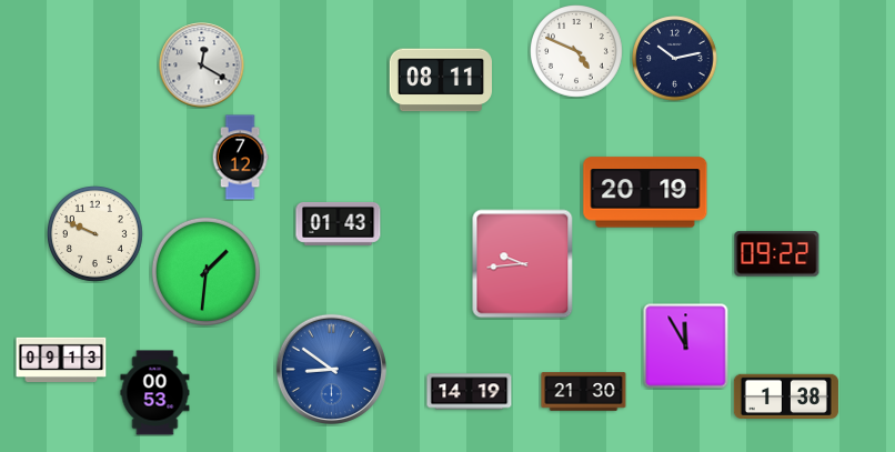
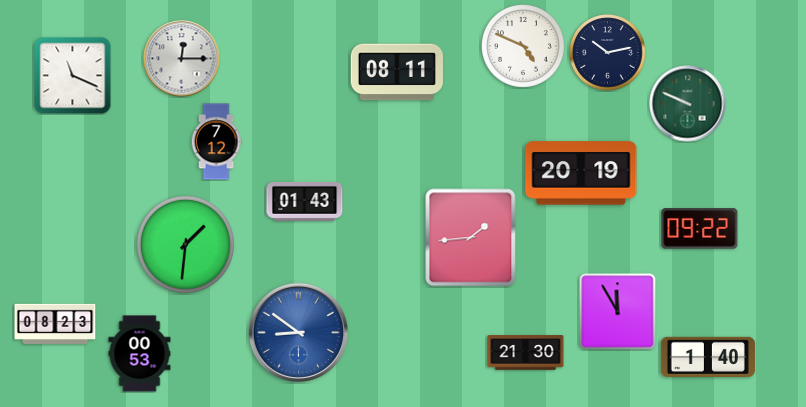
clock at (577, 52) position: (577, 52) -> (524, 47)
clock at (202, 66): 12:20 -> 12:15
clock at (73, 76): none -> 11:19
clock at (688, 104): none -> 9:49
clock at (95, 234): 9:49 -> none
clock at (523, 264): 9:44 -> 1:44
clock at (61, 359): 09:13 -> 08:23
clock at (470, 392): 14:19 -> none
clock at (786, 395): 1:38 -> 1:40
